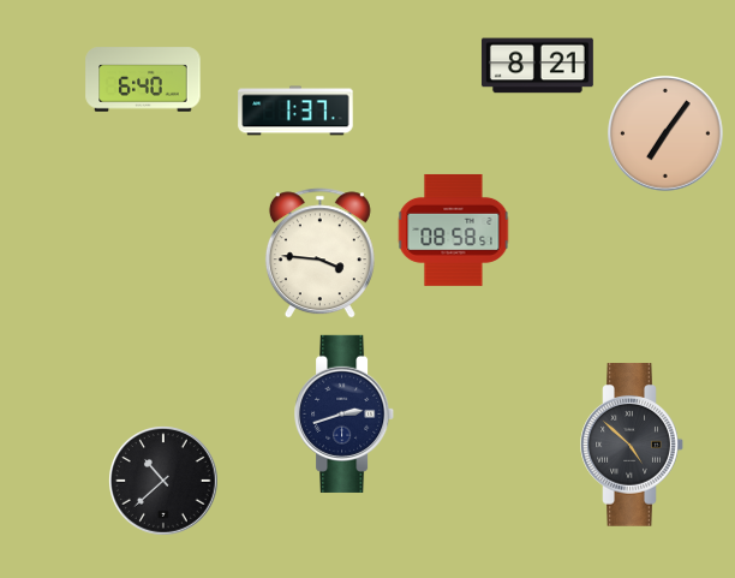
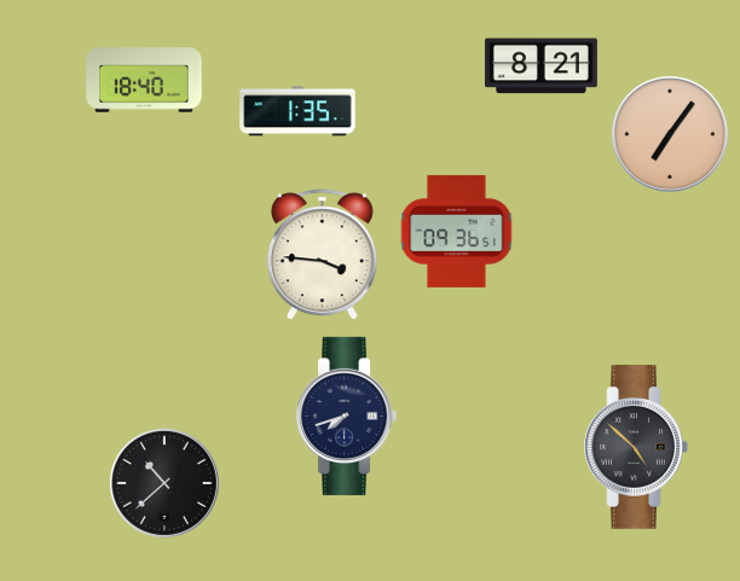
clock at (143, 79): 6:40 -> 18:40
clock at (295, 111): 1:37 -> 1:35
clock at (454, 230): 08:58 -> 09:36
clock at (345, 413): 2:42 -> 7:42
